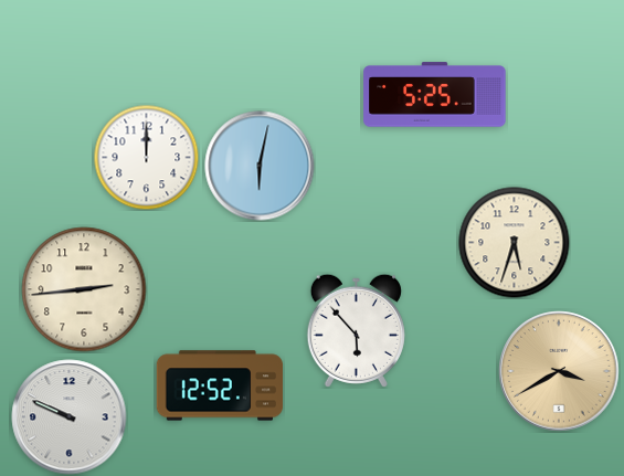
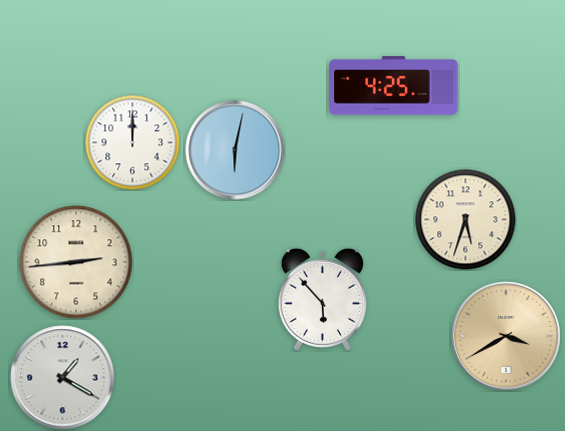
clock at (435, 95): 5:25 -> 4:25
clock at (219, 385): 12:52 -> none
clock at (70, 417): 9:49 -> 1:20
